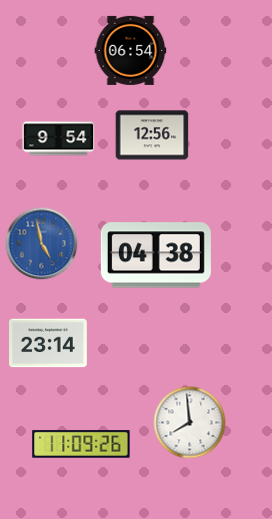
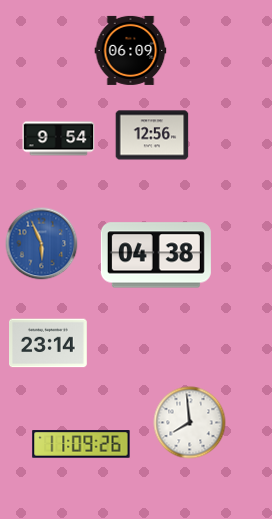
clock at (131, 50): 06:54 -> 06:09
clock at (42, 244): 4:58 -> 5:56
